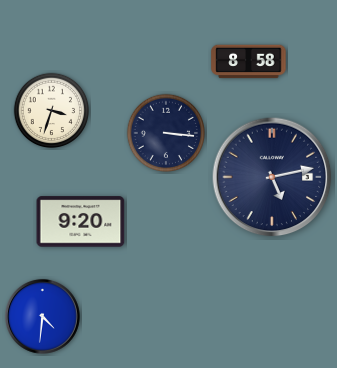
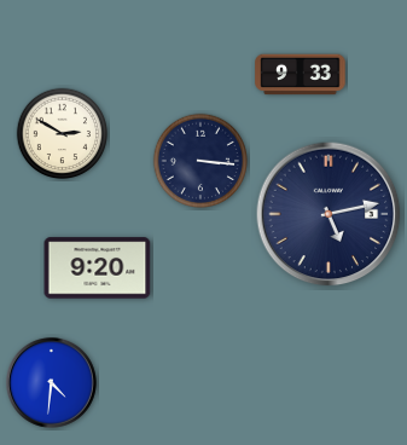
clock at (249, 62): 8:58 -> 9:33
clock at (52, 111): 3:33 -> 2:50
